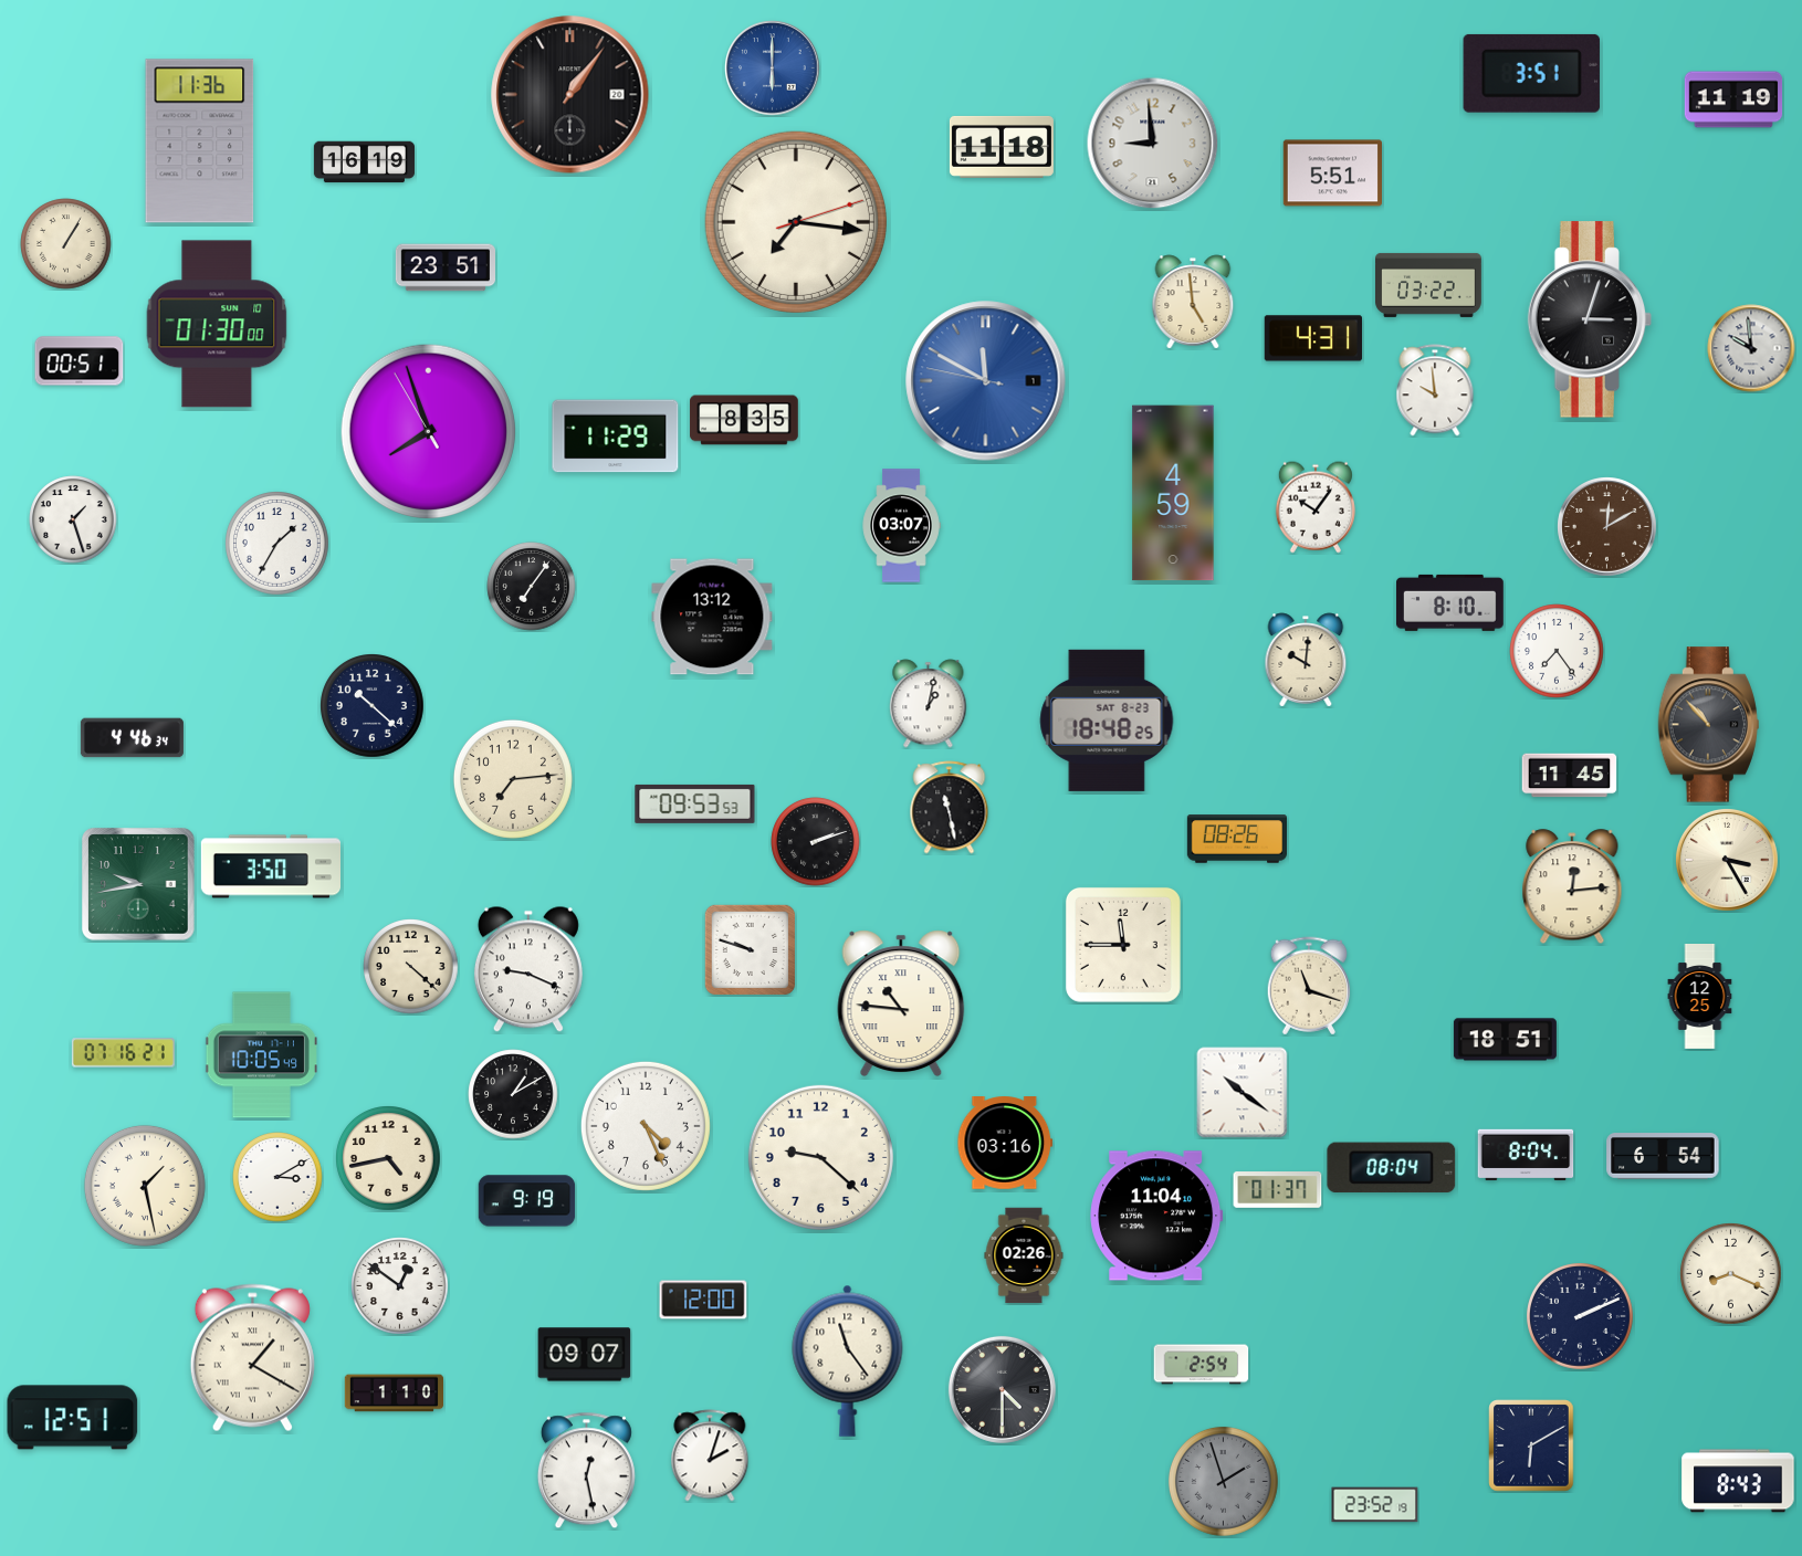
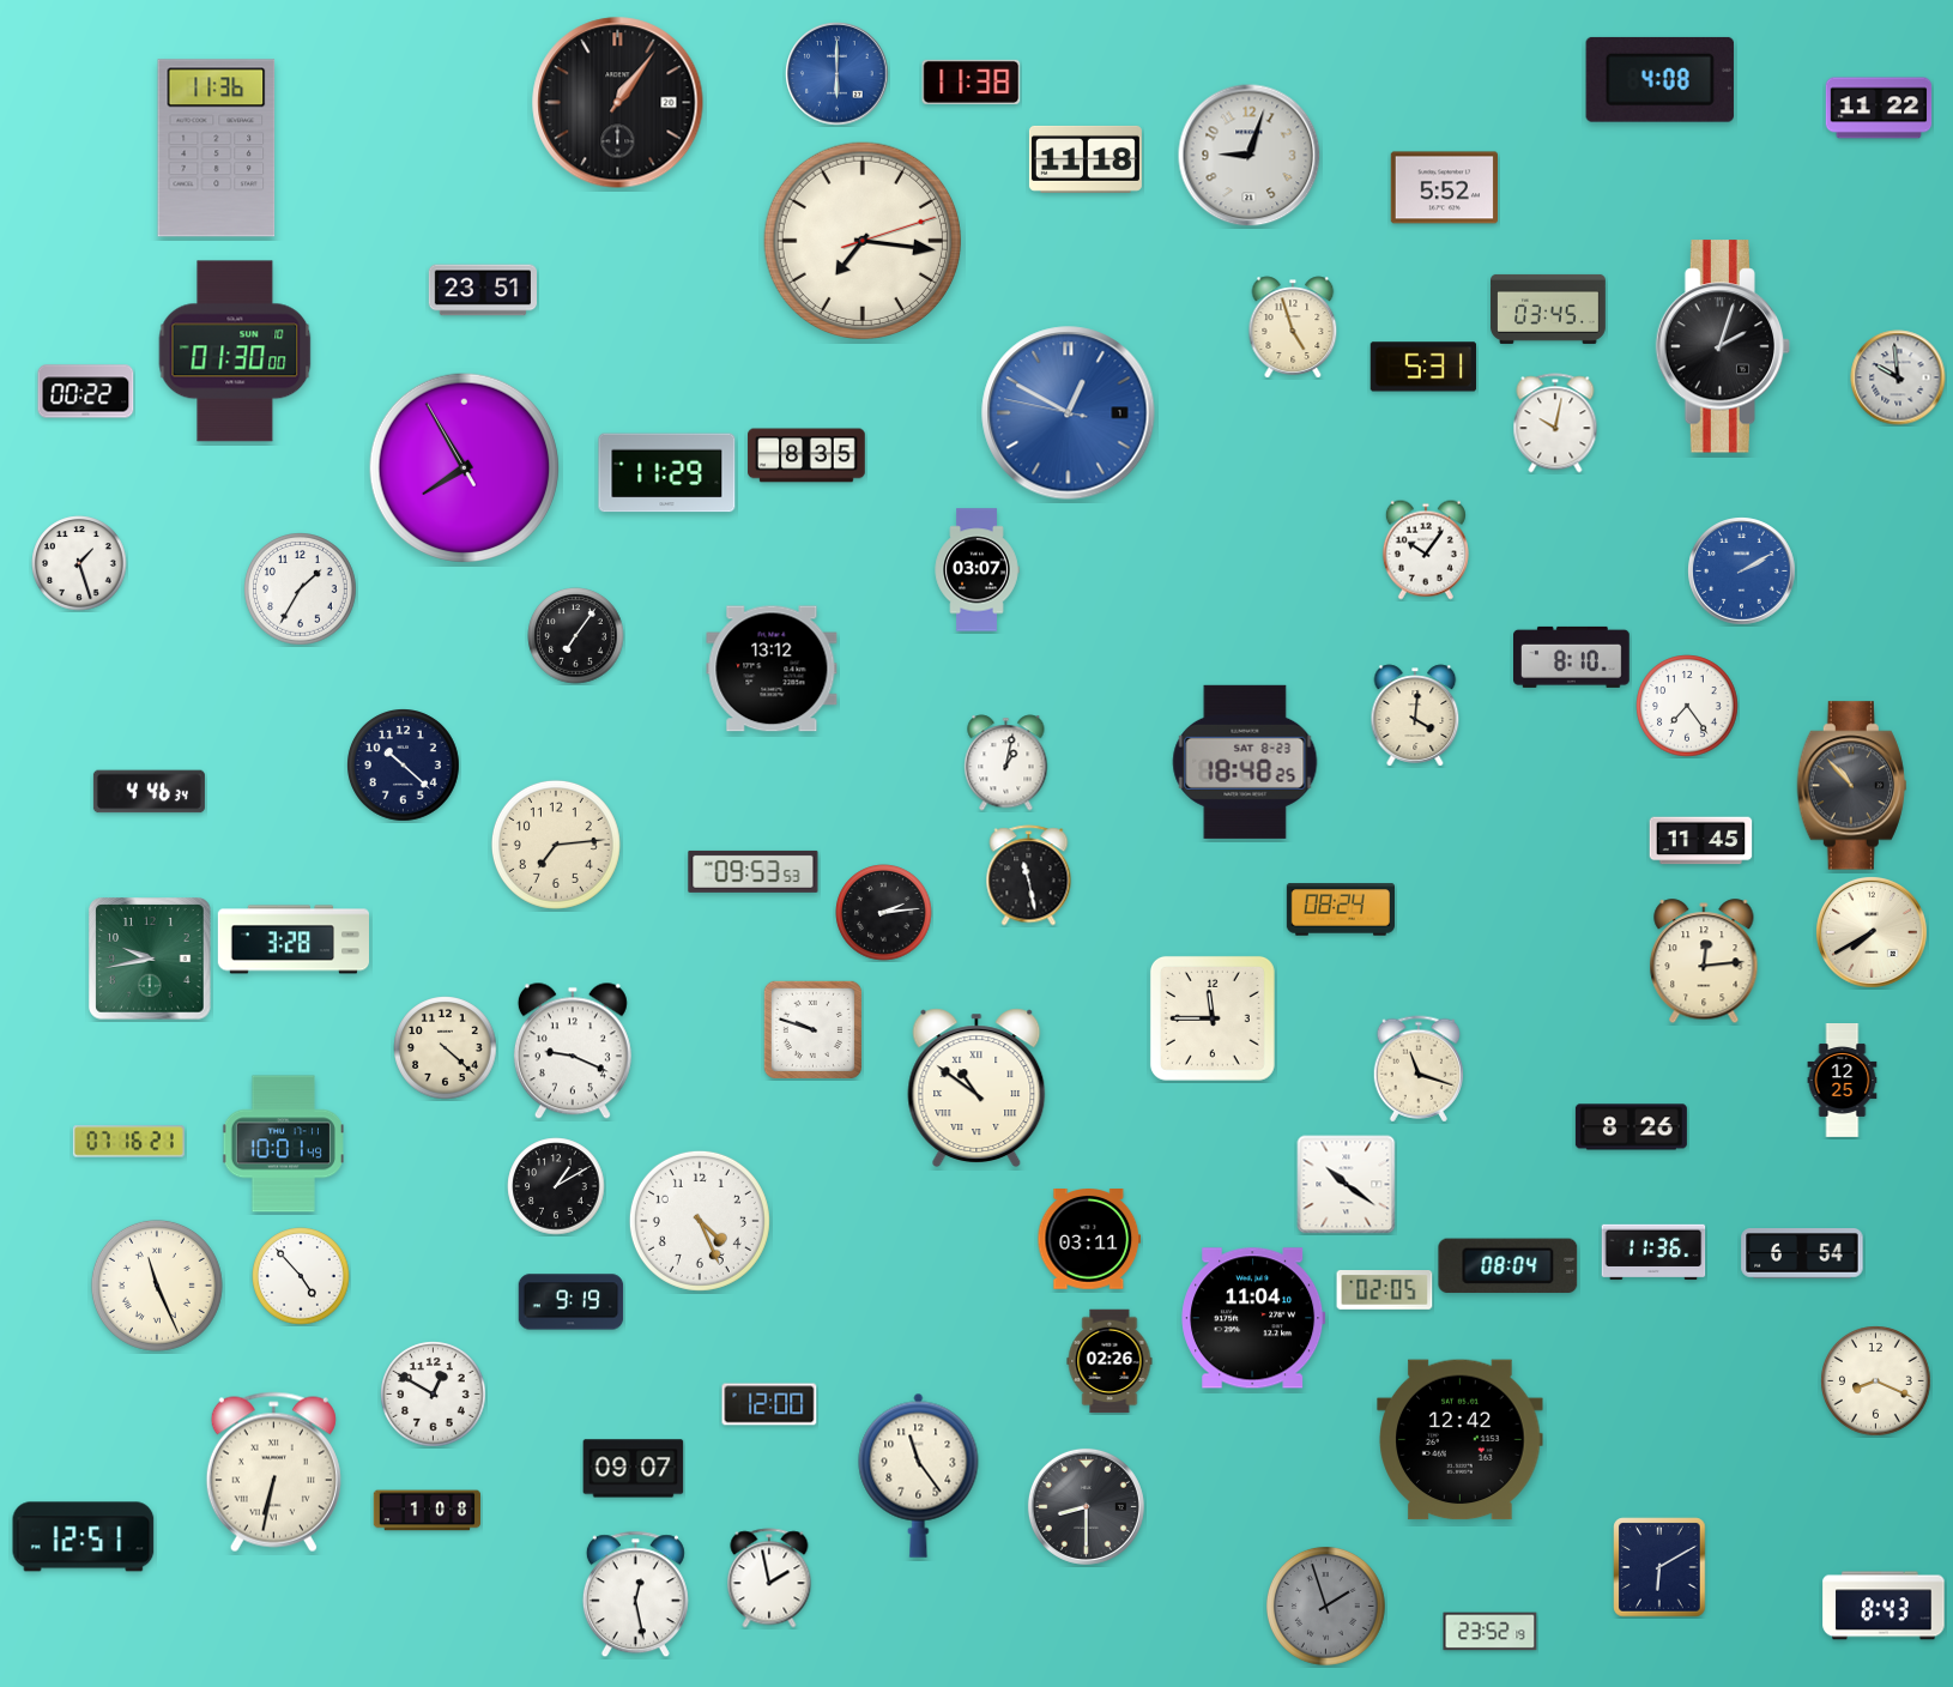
clock at (1531, 73): 3:51 -> 4:08
clock at (972, 81): none -> 11:38
clock at (1733, 99): 11:19 -> 11:22
clock at (200, 141) position: (200, 141) -> (217, 149)
clock at (1153, 144): 8:59 -> 9:03
clock at (364, 162): 16:19 -> none
clock at (1332, 174): 5:51 -> 5:52
clock at (66, 244): 1:05 -> none
clock at (1429, 285): 03:22 -> 03:45
clock at (1193, 302): 4:59 -> 4:57
clock at (1590, 319): 3:03 -> 2:03
clock at (1312, 338): 4:31 -> 5:31
clock at (80, 361): 00:51 -> 00:22
clock at (986, 381): 11:49 -> 12:49
clock at (1435, 390): 9:59 -> 10:02
clock at (428, 431): 7:56 -> 7:54
clock at (1173, 493): 4:59 -> none
clock at (1607, 527): 12:10 -> 2:10
clock at (1607, 527) dial: brown -> blue
clock at (1450, 602) position: (1450, 602) -> (1572, 657)
clock at (1306, 660): 10:01 -> 4:01
clock at (1107, 721) position: (1107, 721) -> (1245, 762)
clock at (132, 738) position: (132, 738) -> (149, 792)
clock at (1236, 839): 08:26 -> 08:24
clock at (816, 842): 2:12 -> 2:14
clock at (1727, 860): 3:25 -> 7:40
clock at (270, 866): 3:50 -> 3:28
clock at (1123, 945) position: (1123, 945) -> (1213, 1018)
clock at (901, 1003): 10:46 -> 10:51
clock at (1505, 1040): 18:51 -> 8:26
clock at (123, 1053) position: (123, 1053) -> (128, 1142)
clock at (261, 1055): 10:05 -> 10:01
clock at (1005, 1144): 03:16 -> 03:11
clock at (1526, 1155): 8:04 -> 11:36
clock at (820, 1157): 9:22 -> none
clock at (389, 1159): 4:43 -> none
clock at (277, 1177): 3:10 -> 4:53
clock at (145, 1186): 1:28 -> 11:26
clock at (1278, 1190): 01:37 -> 02:05
clock at (400, 1286): 12:51 -> 12:50
clock at (703, 1300) position: (703, 1300) -> (769, 1404)
clock at (1581, 1317): 2:11 -> none
clock at (1461, 1440): none -> 12:42
clock at (252, 1358): 1:20 -> 6:32
clock at (1202, 1365): 2:54 -> none
clock at (1002, 1389): 4:30 -> 8:30
clock at (394, 1394): 1:10 -> 1:08
clock at (73, 1418) position: (73, 1418) -> (84, 1537)
clock at (710, 1455): 2:03 -> 1:58
